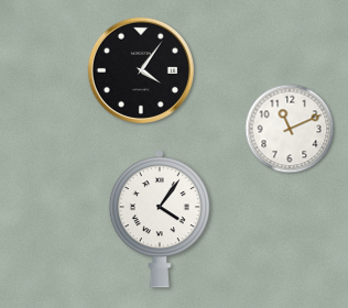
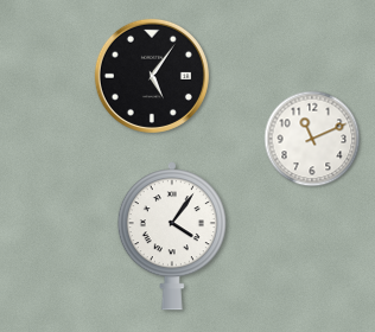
clock at (141, 70): 4:06 -> 5:06
